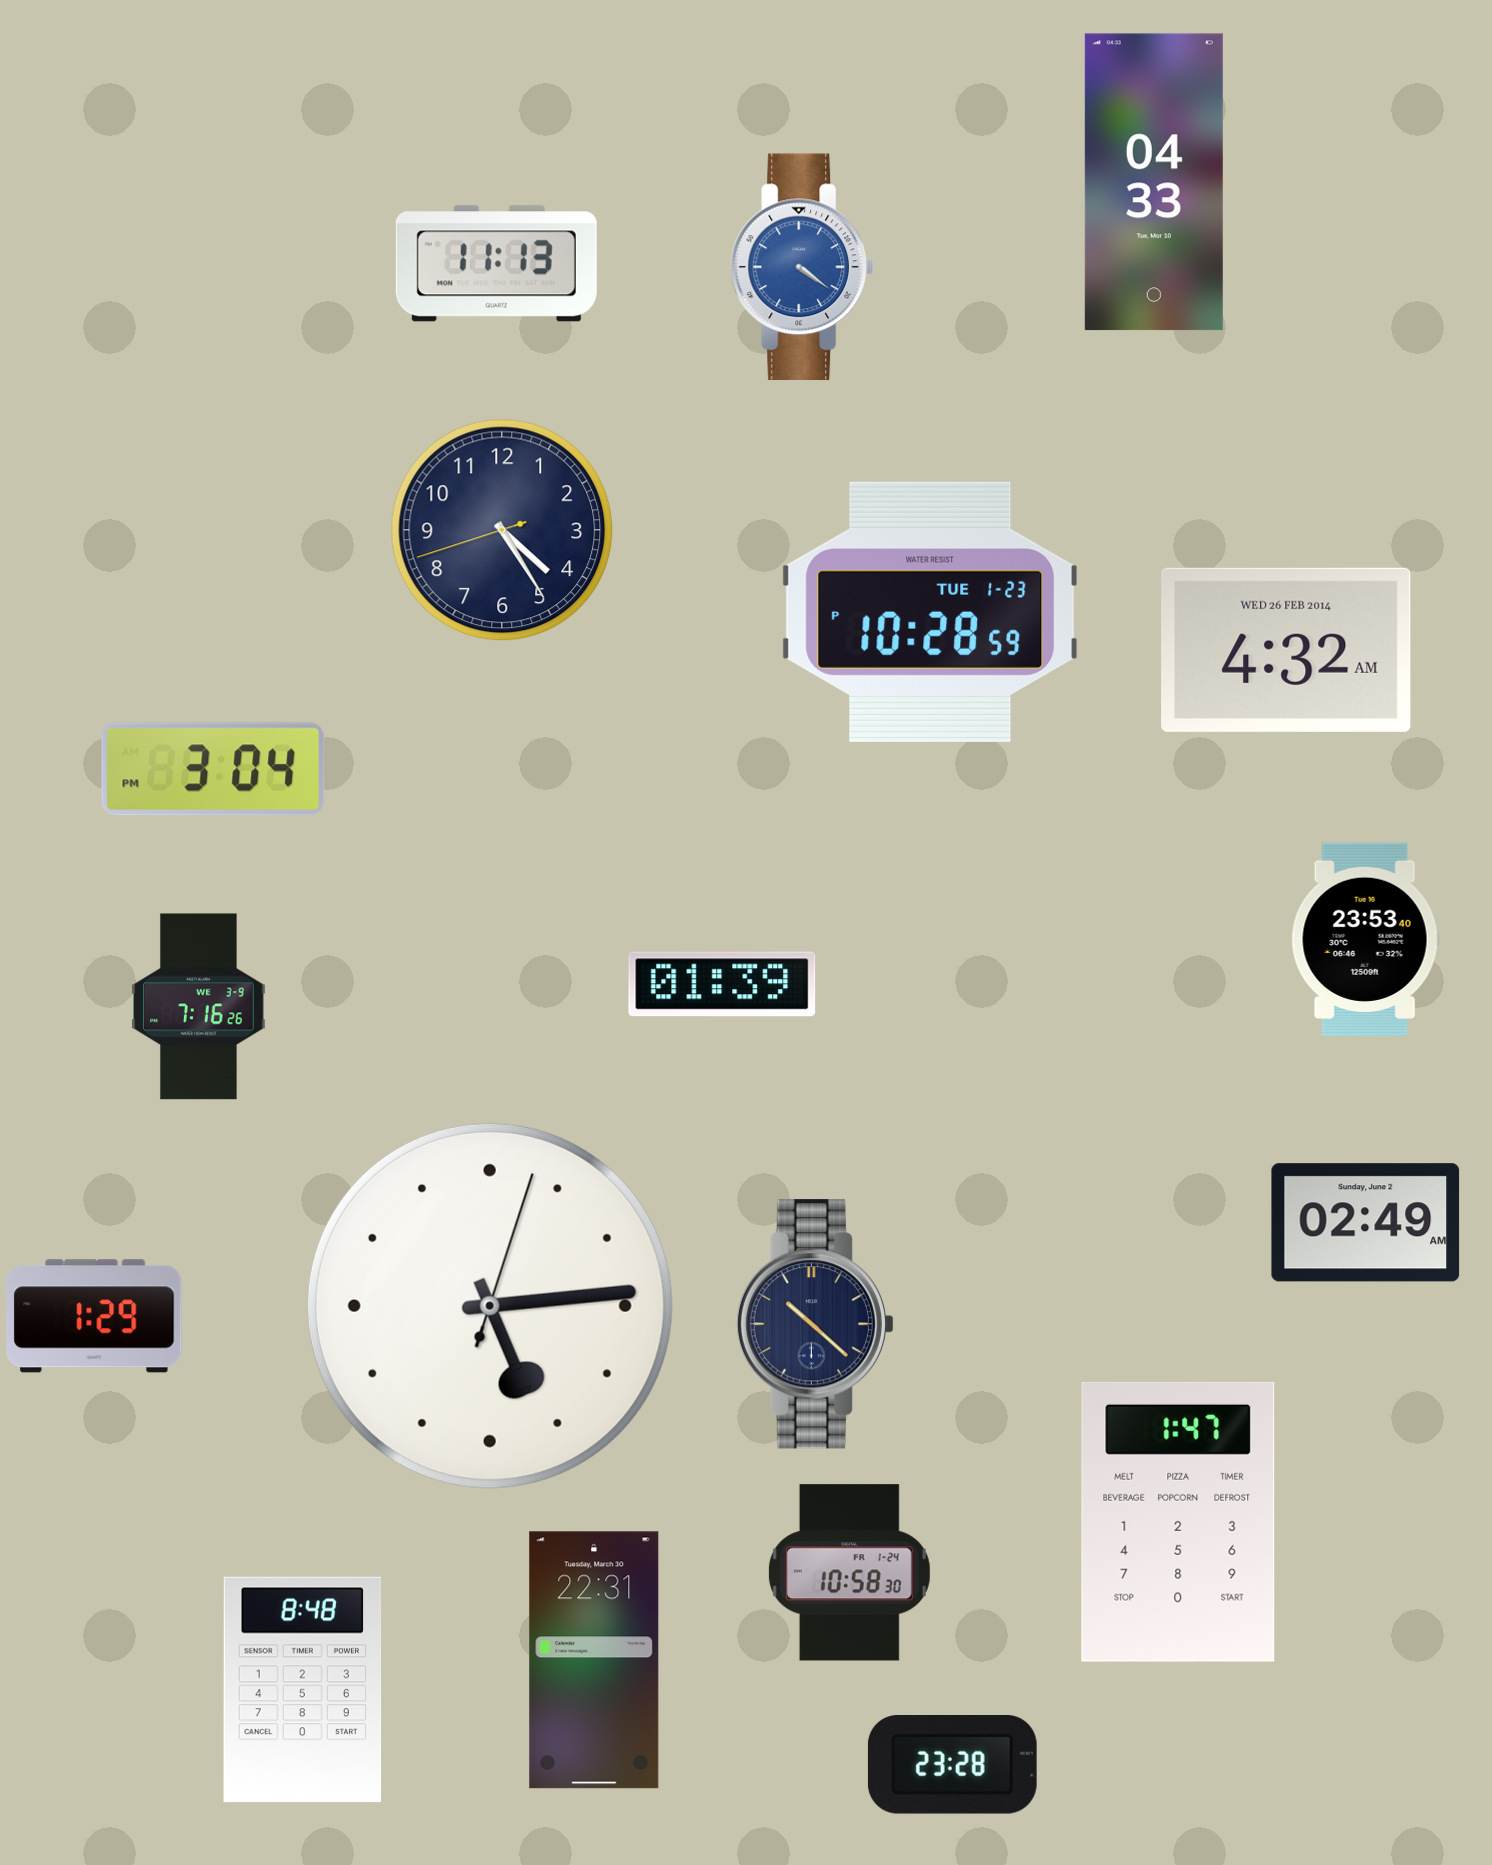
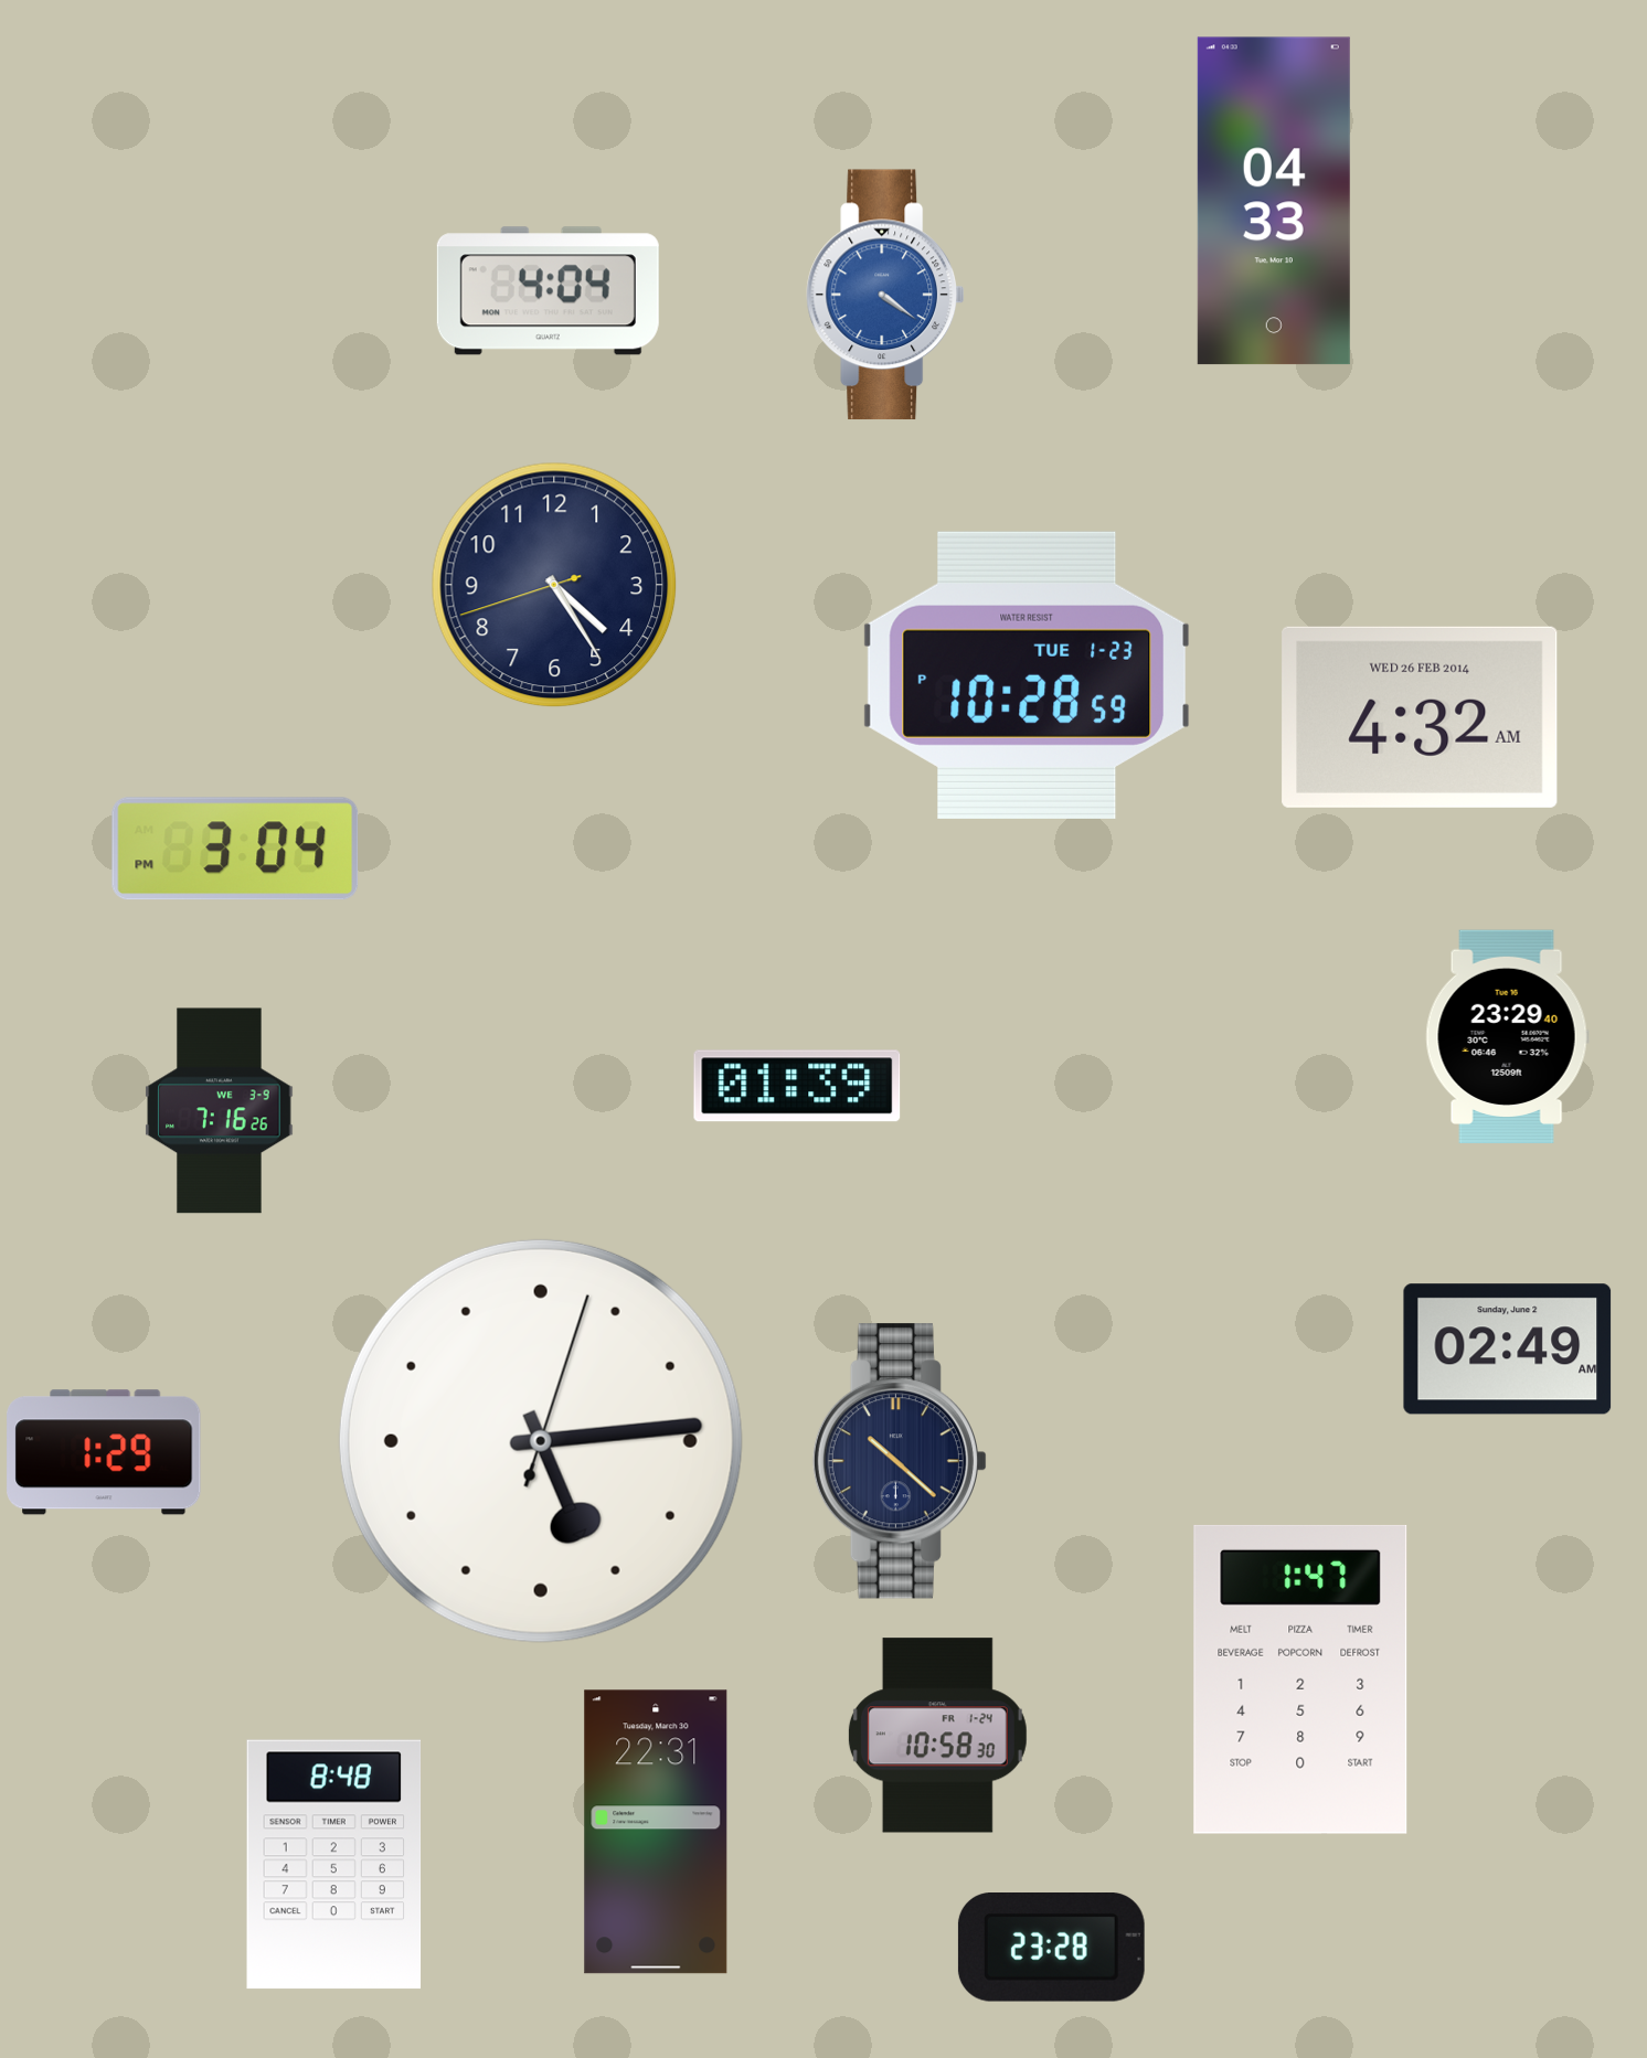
clock at (496, 264): 11:13 -> 4:04
clock at (1365, 940): 23:53 -> 23:29
